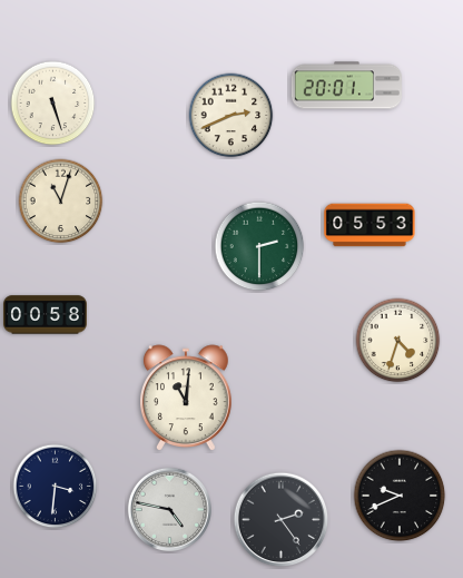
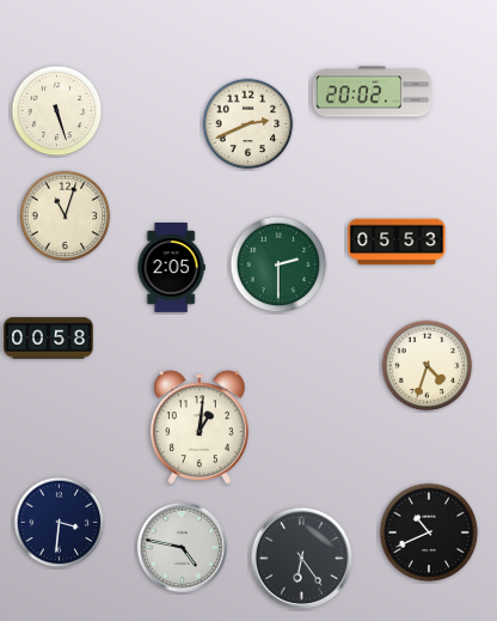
clock at (346, 86): 20:01 -> 20:02
clock at (171, 268): none -> 2:05
clock at (187, 398): 11:01 -> 1:01
clock at (400, 496): 9:41 -> 10:41
clock at (282, 520): 2:24 -> 6:24
